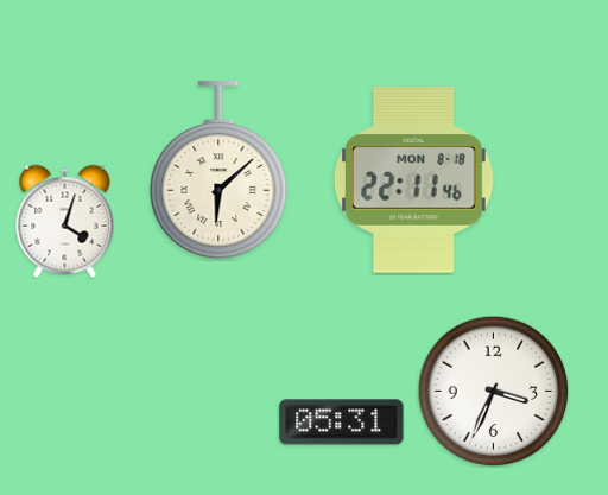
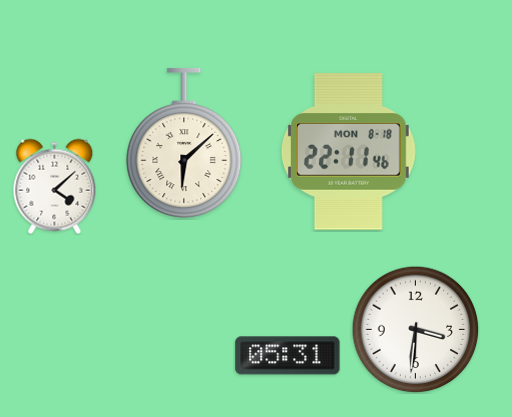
clock at (65, 221): 4:03 -> 4:08
clock at (493, 391): 3:34 -> 3:31
